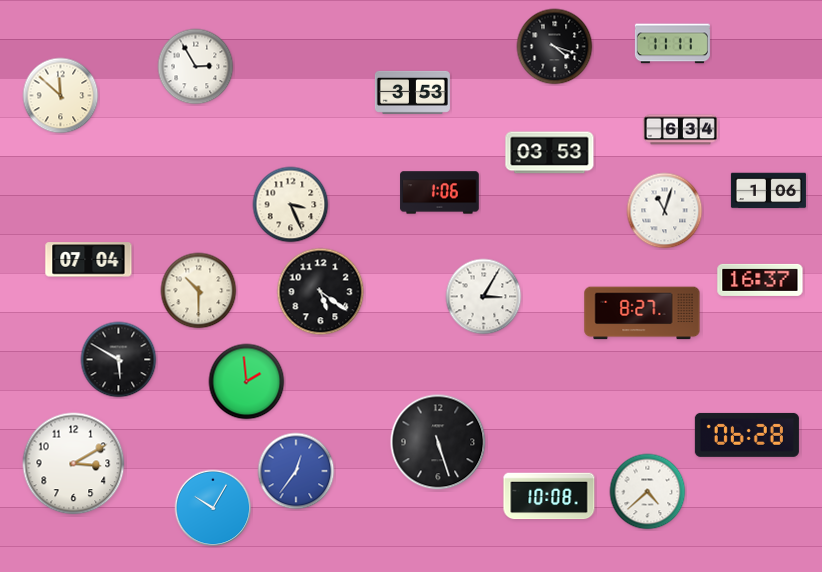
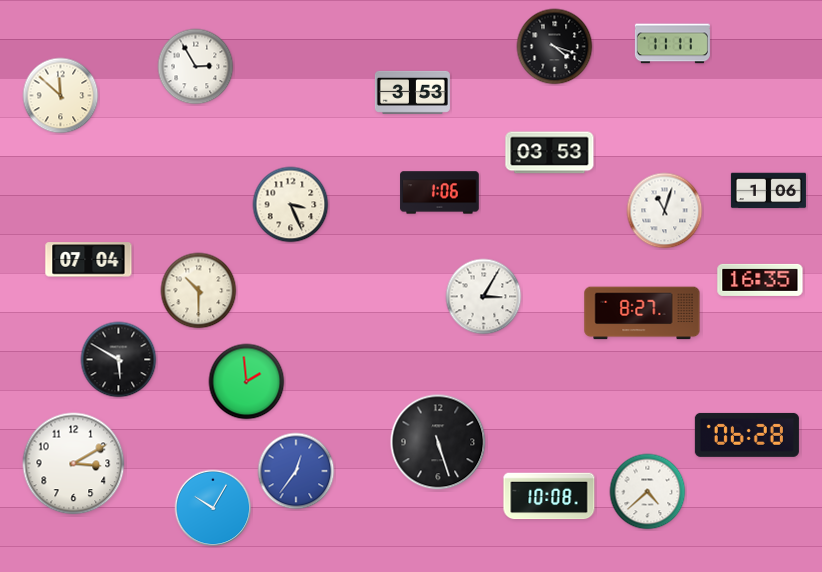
clock at (680, 130): 6:34 -> none
clock at (760, 280): 16:37 -> 16:35
clock at (321, 292): 5:21 -> none
